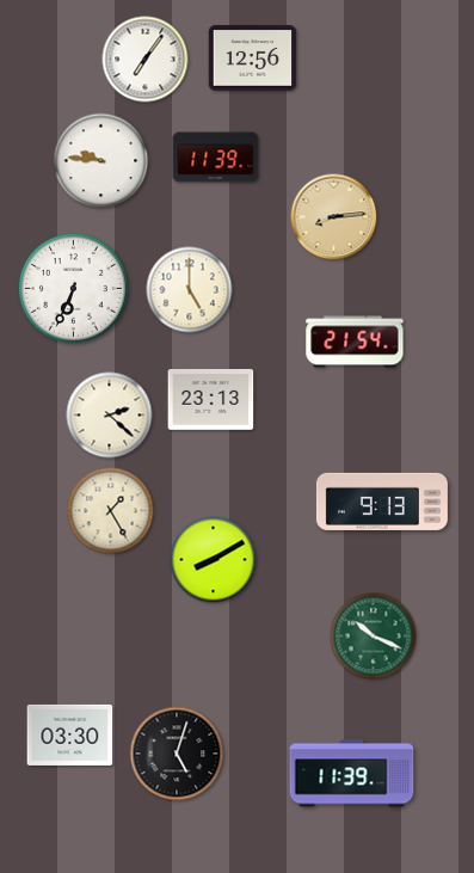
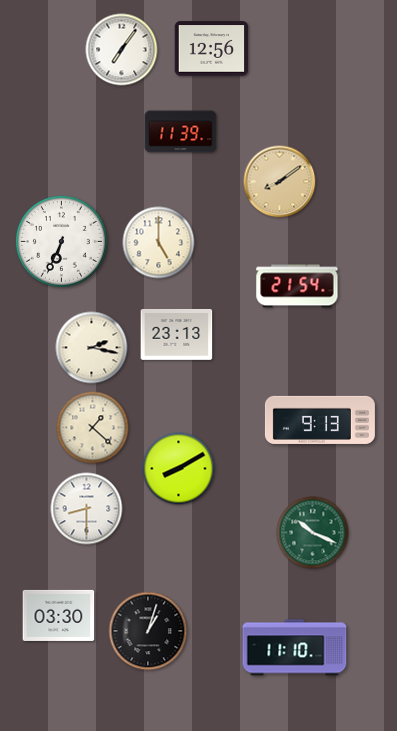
clock at (101, 161): 9:46 -> none
clock at (334, 217): 8:14 -> 8:09
clock at (110, 416): 2:22 -> 2:17
clock at (111, 511): 1:25 -> 1:22
clock at (87, 509): none -> 8:30
clock at (177, 754): 5:03 -> 1:03
clock at (352, 774): 11:39 -> 11:10
